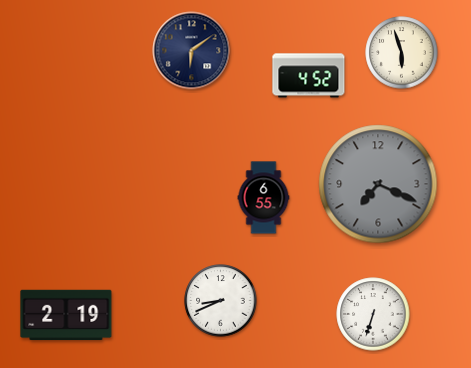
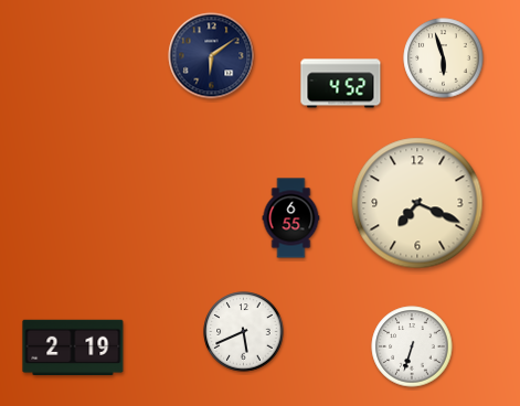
clock at (378, 184) dial: grey -> cream
clock at (221, 301): 8:41 -> 5:41
